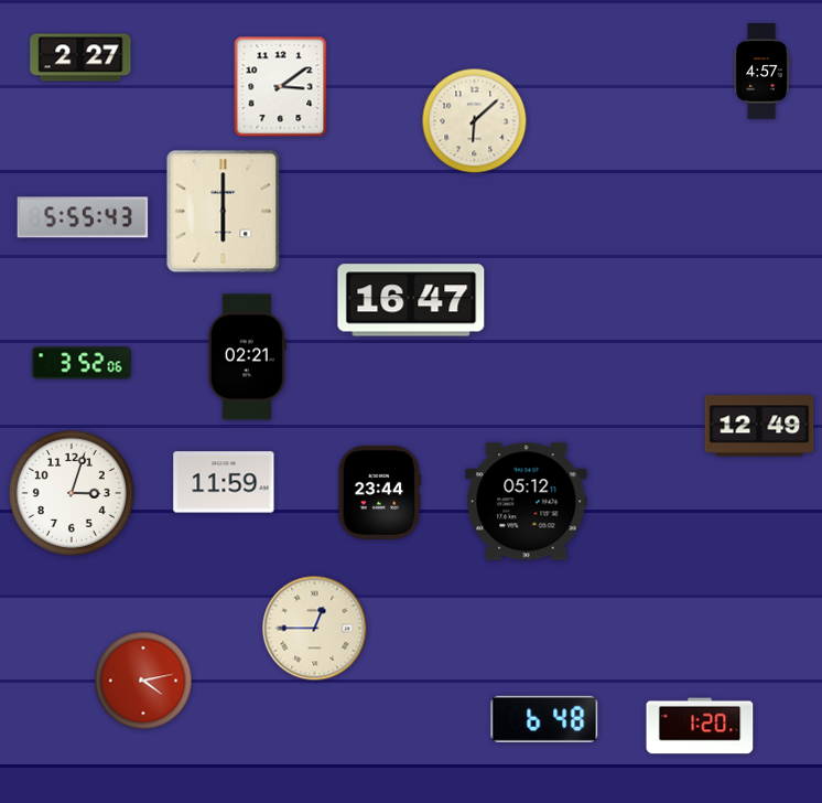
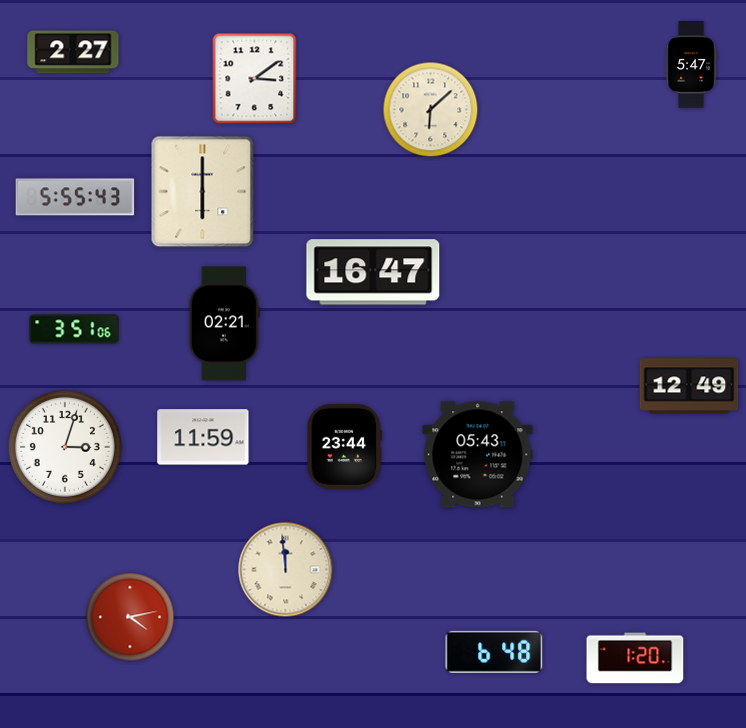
clock at (761, 72): 4:57 -> 5:47
clock at (82, 363): 3:52 -> 3:51
clock at (527, 502): 05:12 -> 05:43
clock at (315, 629): 12:45 -> 11:59
